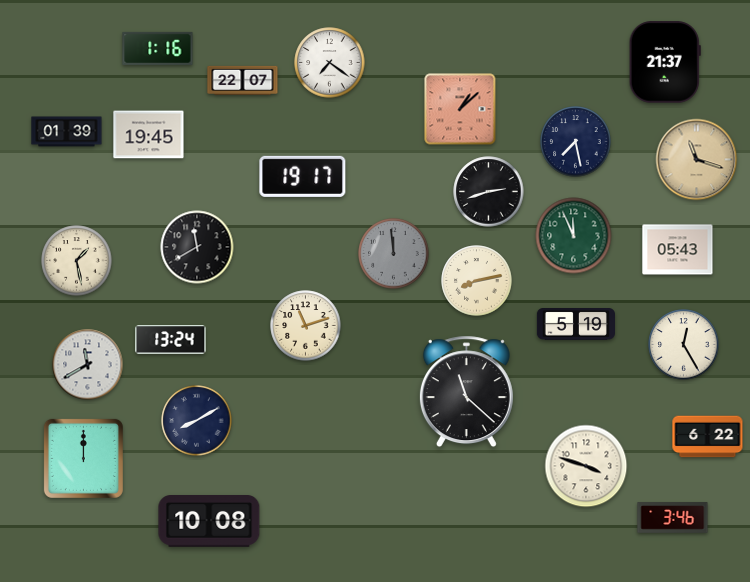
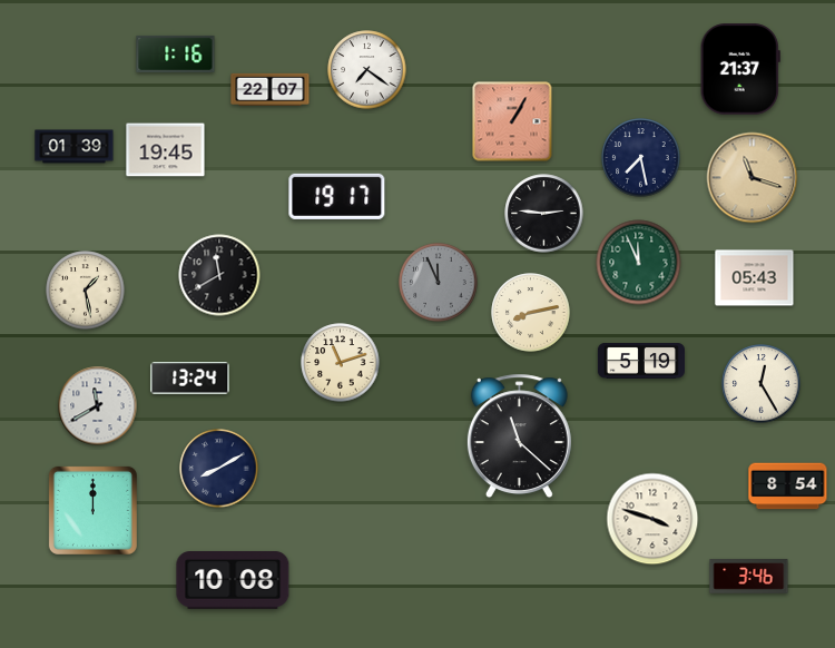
clock at (460, 109): 1:08 -> 1:05
clock at (697, 160) position: (697, 160) -> (753, 178)
clock at (489, 192): 2:42 -> 2:46
clock at (394, 254): 11:59 -> 11:56
clock at (708, 437): 6:22 -> 8:54
